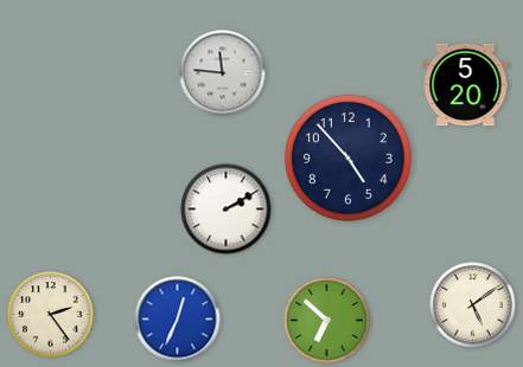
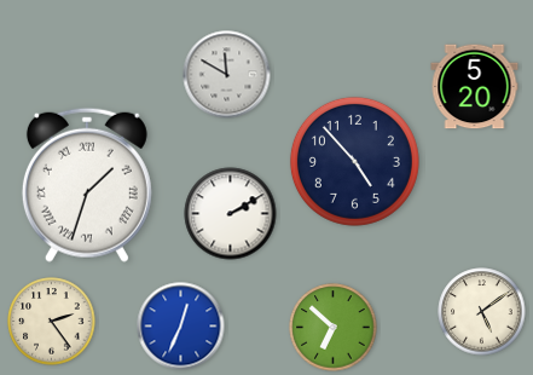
clock at (223, 73): 11:46 -> 11:50
clock at (87, 185): none -> 1:33
